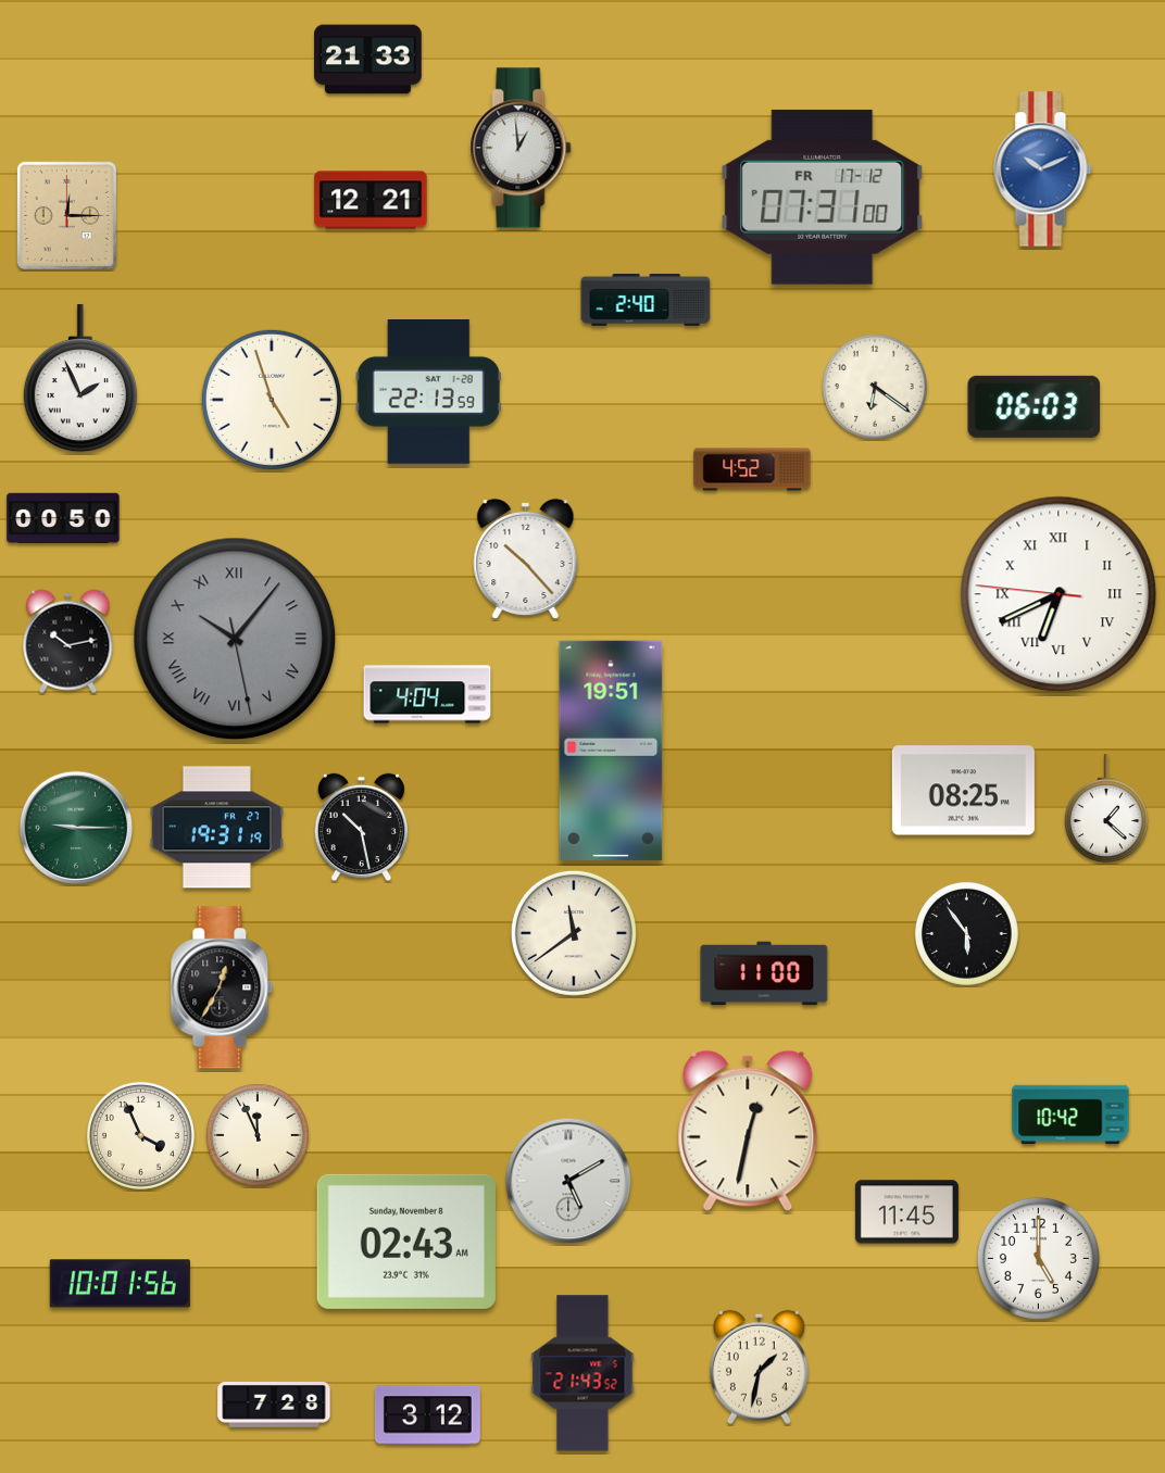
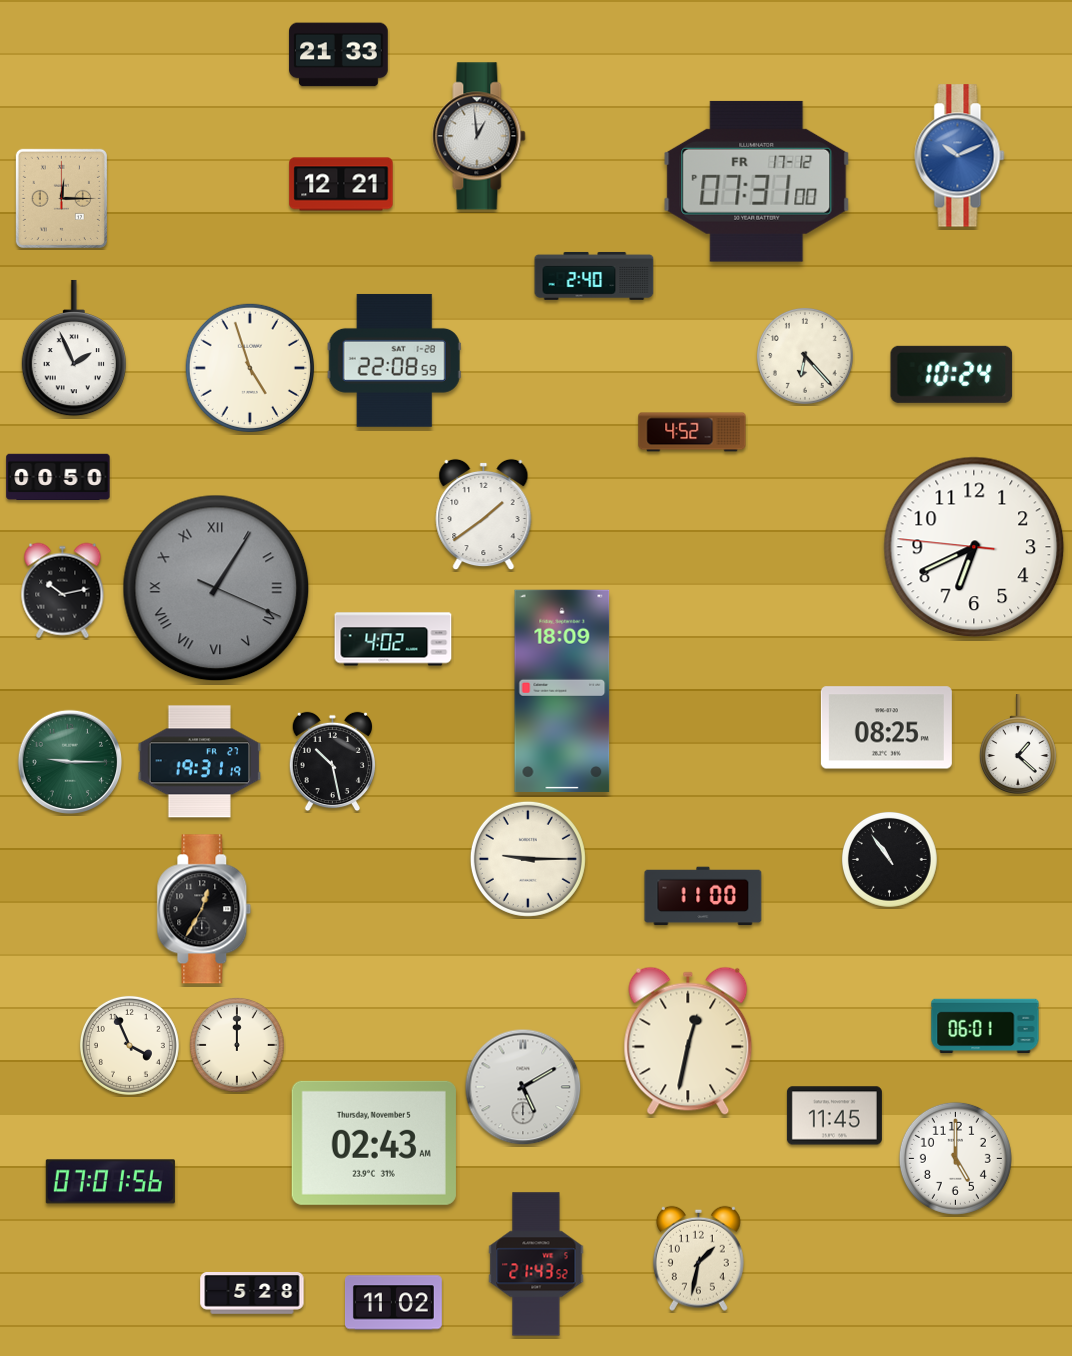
clock at (875, 387): 6:21 -> 6:23
clock at (428, 391): 22:13 -> 22:08
clock at (1035, 406): 06:03 -> 10:24
clock at (526, 559): 10:23 -> 1:39
clock at (1058, 594) numerals: Roman -> Arabic
clock at (235, 639): 10:06 -> 1:05
clock at (427, 694): 4:04 -> 4:02
clock at (611, 751): 19:51 -> 18:09
clock at (574, 933): 11:39 -> 9:15
clock at (966, 933): 5:54 -> 10:54
clock at (1070, 1115): 10:42 -> 06:01
clock at (258, 1135): 11:56 -> 12:00
clock at (406, 1242) date: Sunday, November 8 -> Thursday, November 5
clock at (120, 1284): 10:01 -> 07:01
clock at (274, 1405): 7:28 -> 5:28
clock at (427, 1415): 3:12 -> 11:02
